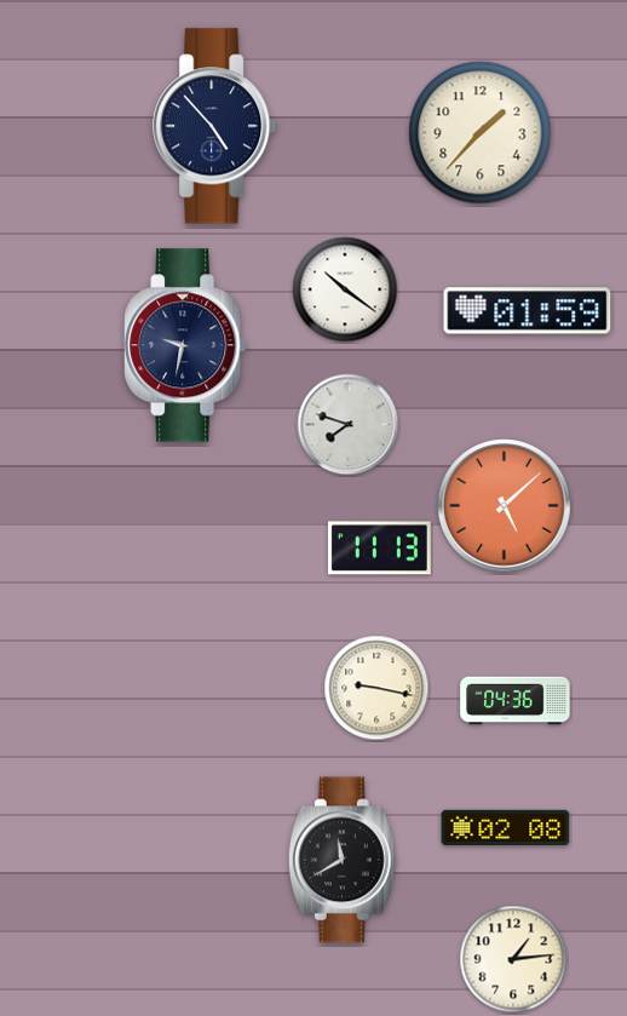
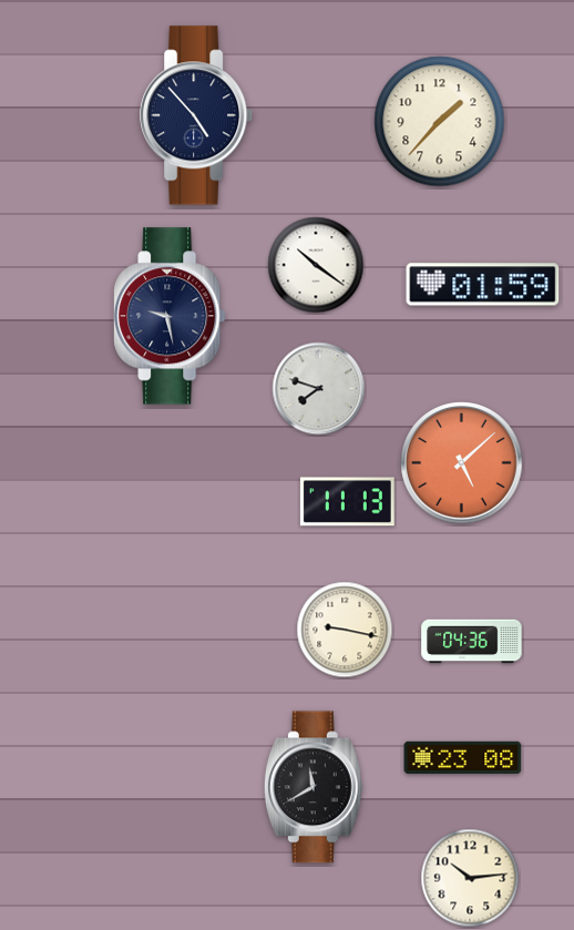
clock at (185, 345): 9:32 -> 9:28
clock at (506, 827): 02:08 -> 23:08
clock at (513, 959): 1:14 -> 10:14
